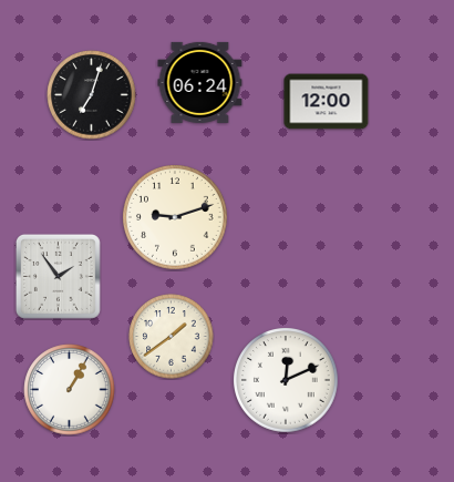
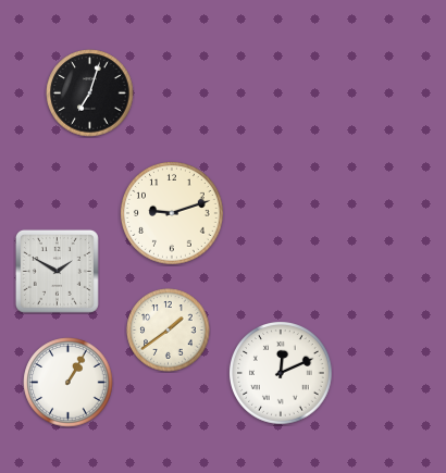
clock at (200, 82): 06:24 -> none
clock at (327, 102): 12:00 -> none
clock at (58, 276): 1:54 -> 1:50
